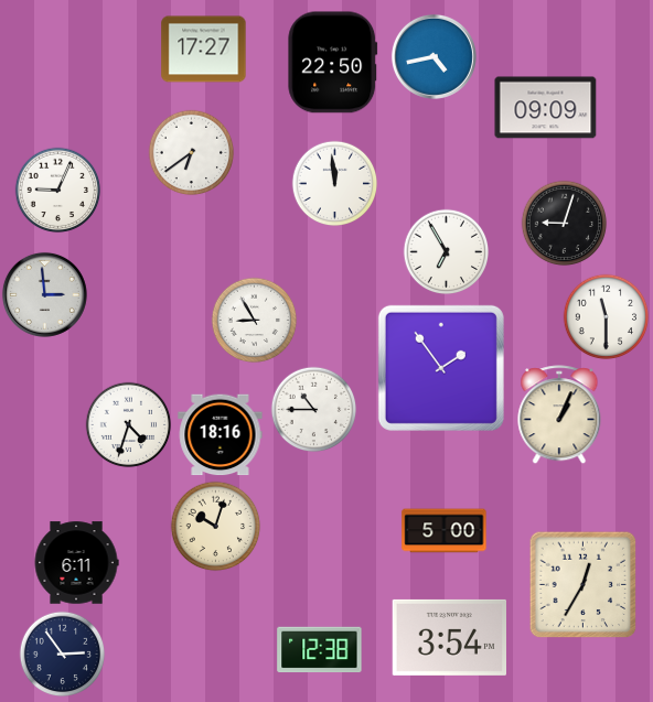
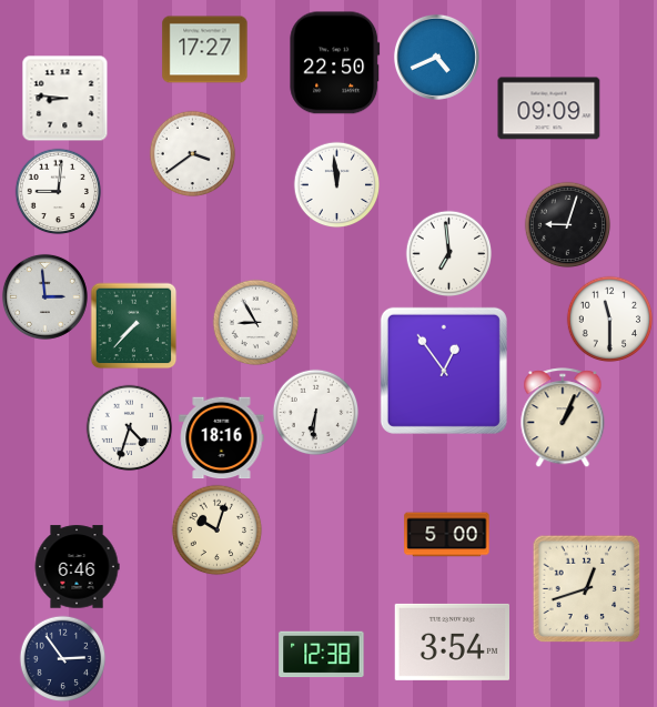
clock at (433, 56): 4:43 -> 4:41
clock at (64, 98): none -> 8:46
clock at (191, 152): 6:39 -> 3:39
clock at (57, 190): 9:04 -> 9:01
clock at (446, 251): 6:55 -> 6:59
clock at (133, 325): none -> 7:37
clock at (441, 368): 1:54 -> 12:54
clock at (313, 409): 10:45 -> 6:31
clock at (76, 563): 6:11 -> 6:46
clock at (582, 584): 12:35 -> 12:42
